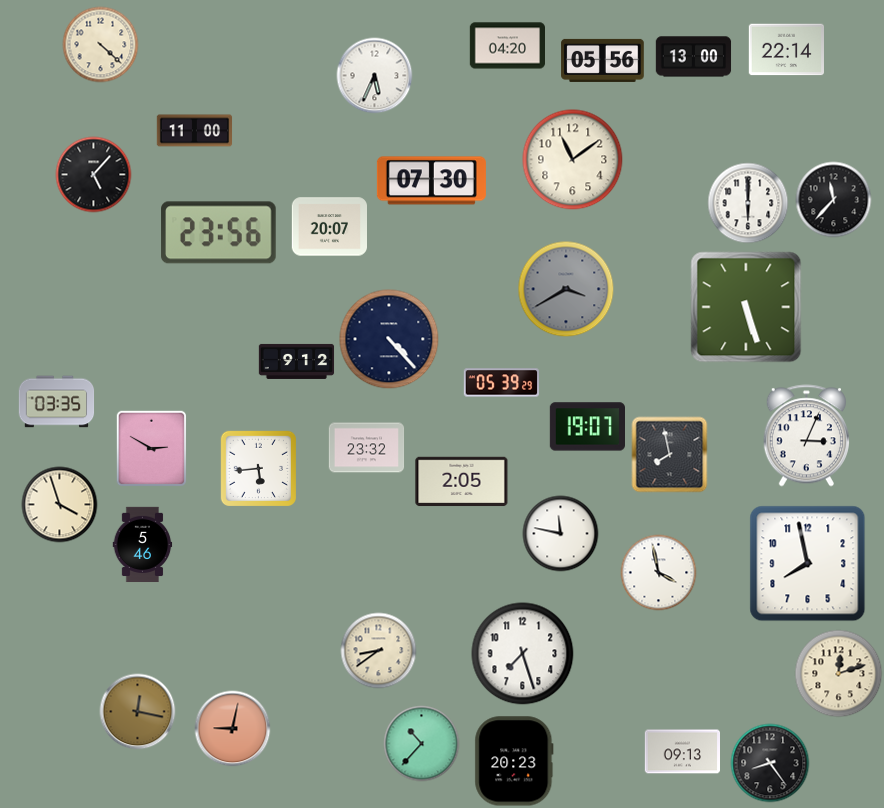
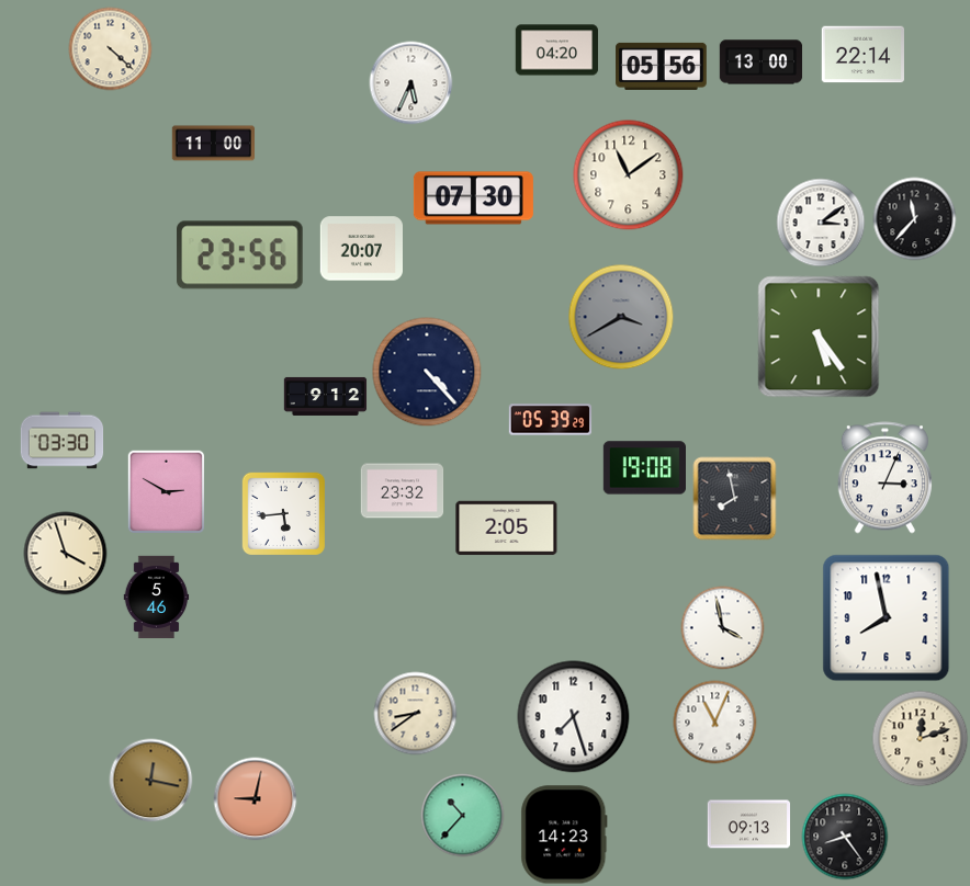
clock at (94, 175): 5:07 -> none
clock at (748, 203): 6:00 -> 3:09
clock at (746, 307): 5:27 -> 5:24
clock at (57, 402): 03:35 -> 03:30
clock at (587, 427): 19:07 -> 19:08
clock at (561, 534): 11:47 -> none
clock at (715, 723): none -> 11:04
clock at (514, 761): 20:23 -> 14:23
